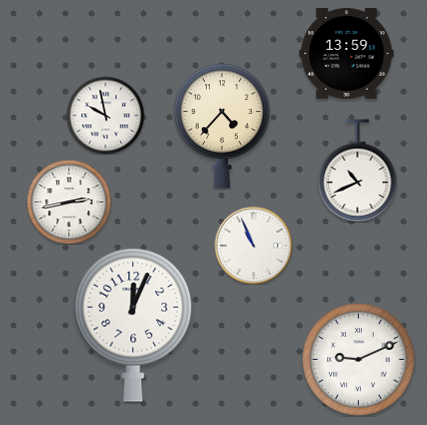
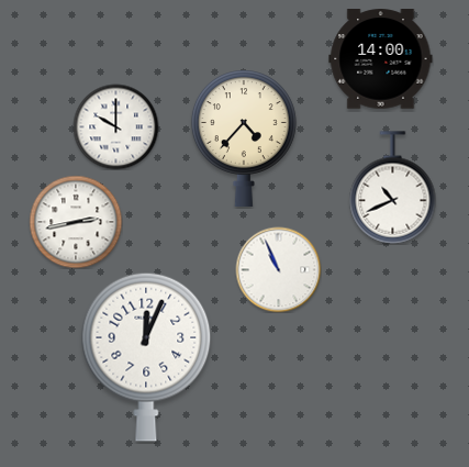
clock at (347, 54): 13:59 -> 14:00
clock at (105, 115): 9:58 -> 10:00
clock at (359, 360): 9:11 -> none
